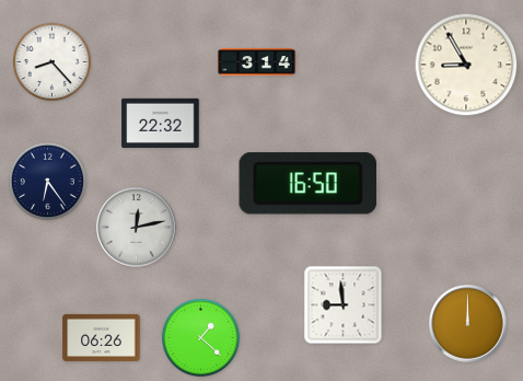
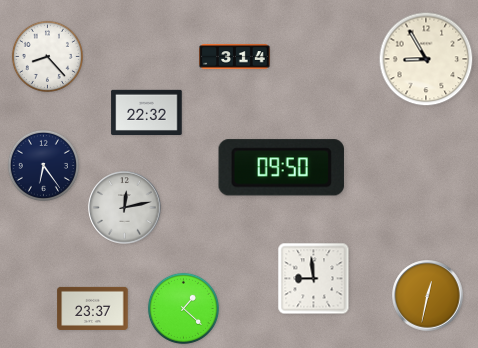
clock at (307, 184): 16:50 -> 09:50
clock at (468, 324): 12:00 -> 12:32
clock at (102, 337): 06:26 -> 23:37
